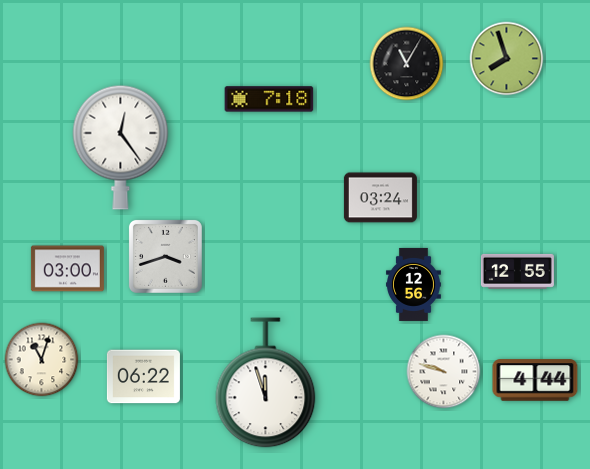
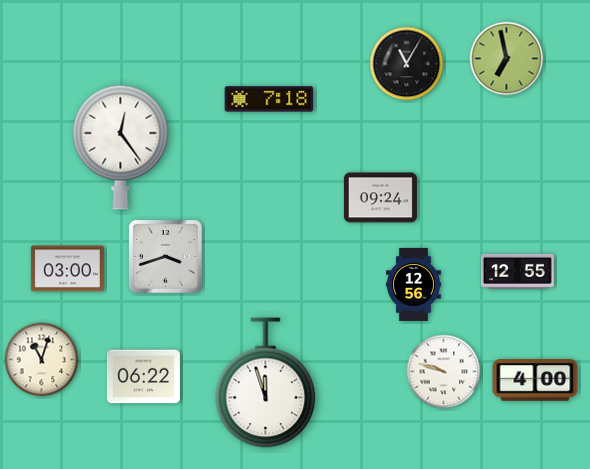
clock at (507, 59): 7:57 -> 6:58
clock at (380, 198): 03:24 -> 09:24
clock at (535, 380): 4:44 -> 4:00
